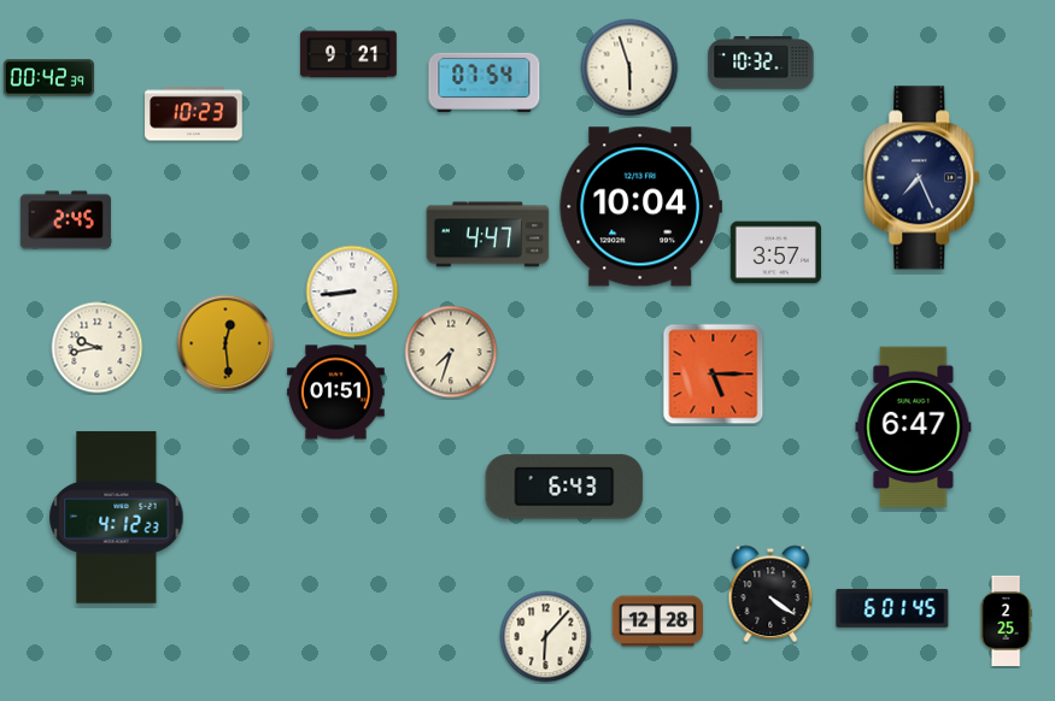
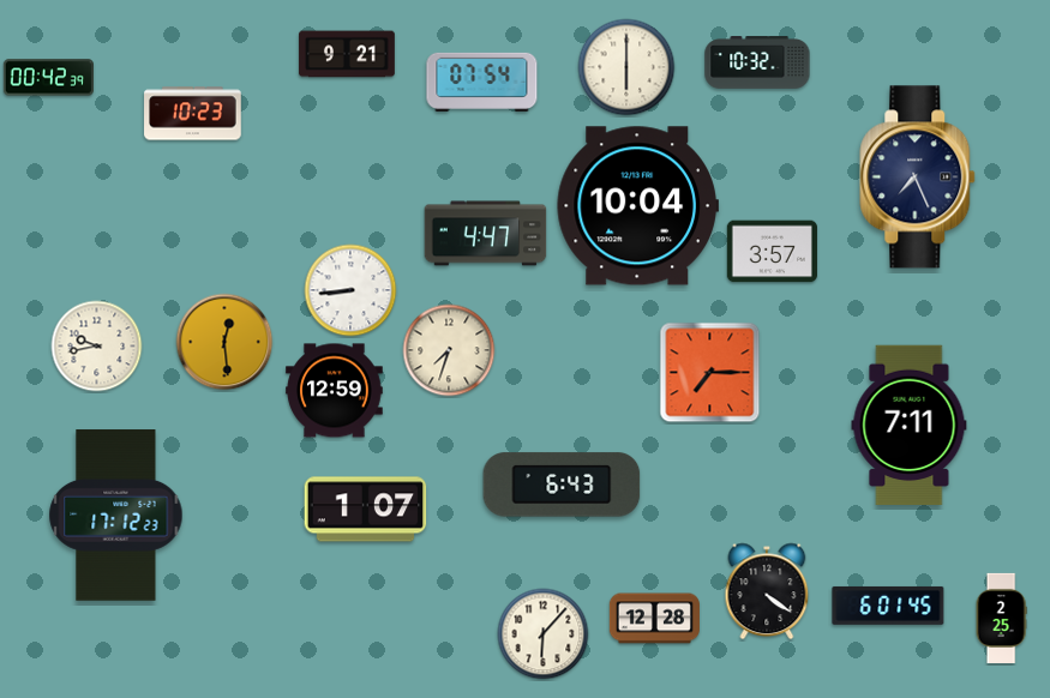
clock at (629, 67): 5:57 -> 6:00
clock at (65, 220): 2:45 -> none
clock at (714, 375): 5:15 -> 7:15
clock at (336, 393): 01:51 -> 12:59
clock at (914, 428): 6:47 -> 7:11
clock at (366, 510): none -> 1:07
clock at (117, 518): 4:12 -> 17:12
